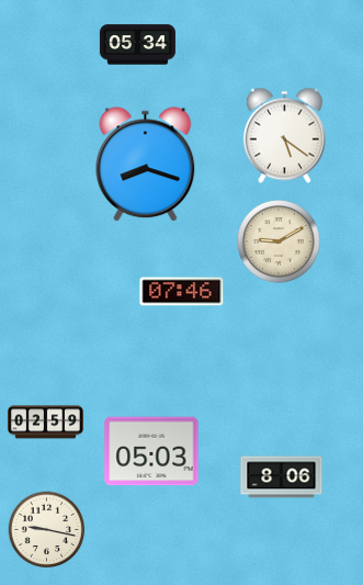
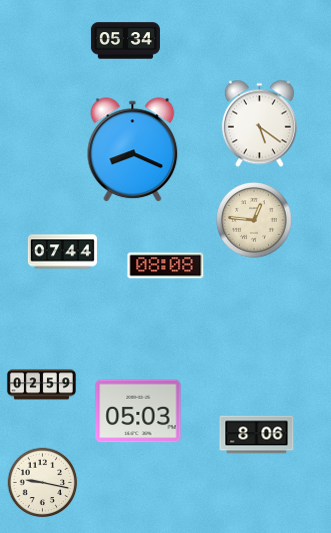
clock at (146, 165): 8:18 -> 8:19
clock at (279, 241): 9:10 -> 12:46
clock at (62, 252): none -> 07:44
clock at (182, 292): 07:46 -> 08:08
